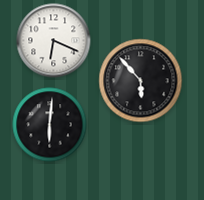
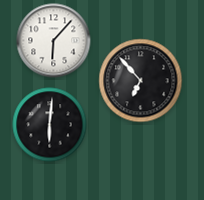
clock at (54, 41): 6:19 -> 6:07
clock at (141, 81): 5:53 -> 6:53
